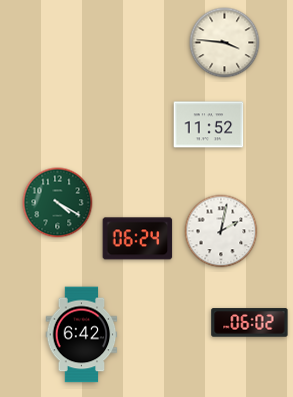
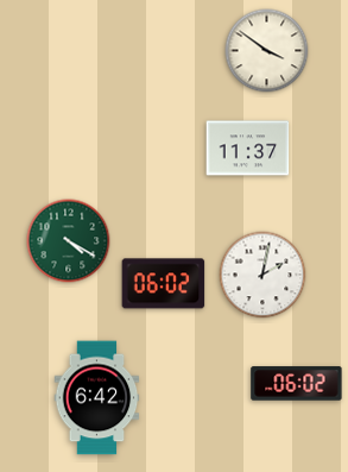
clock at (225, 43): 3:46 -> 3:51
clock at (209, 125): 11:52 -> 11:37
clock at (138, 239): 06:24 -> 06:02
